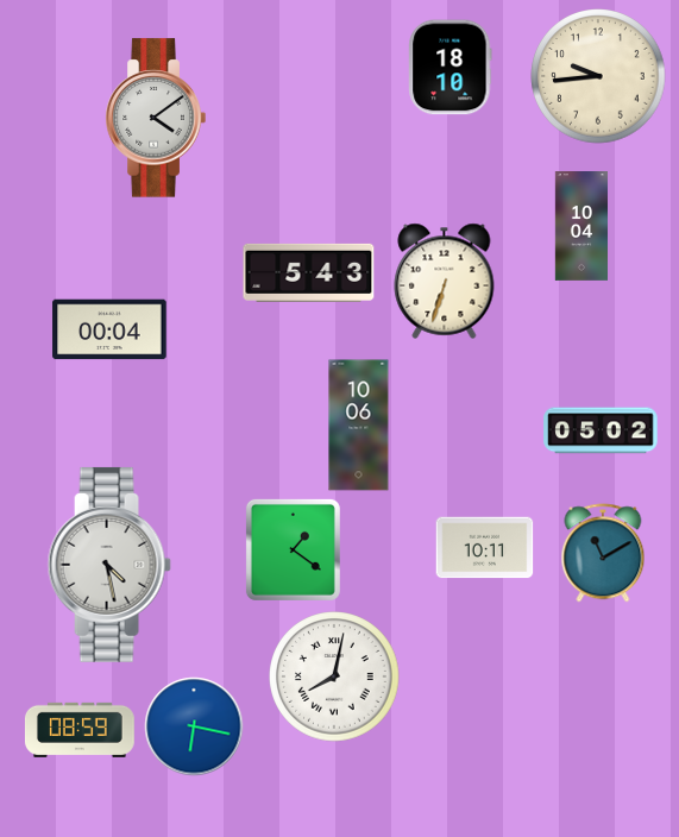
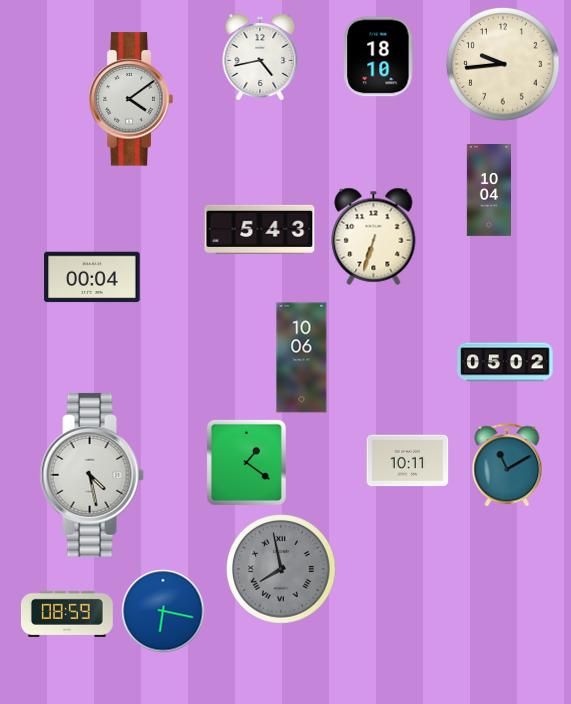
clock at (260, 57): none -> 4:43
clock at (334, 676): 8:02 -> 7:58
clock at (334, 676) dial: white -> grey
